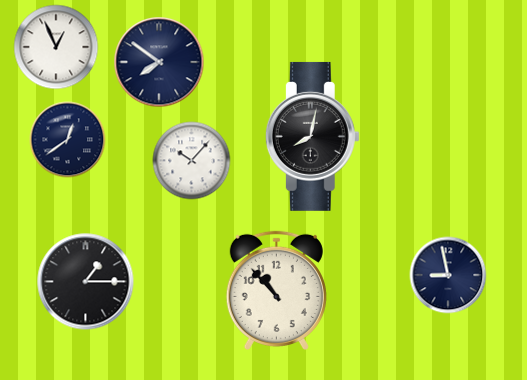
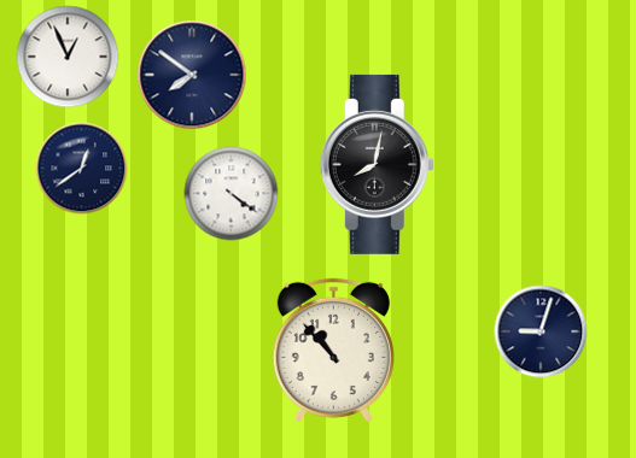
clock at (192, 161): 10:07 -> 4:21
clock at (448, 275): 8:58 -> 9:03
clock at (86, 282): 1:15 -> none
